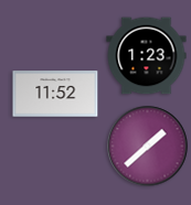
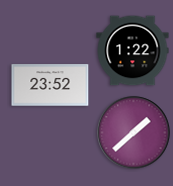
clock at (147, 56): 1:23 -> 1:22
clock at (55, 94): 11:52 -> 23:52
